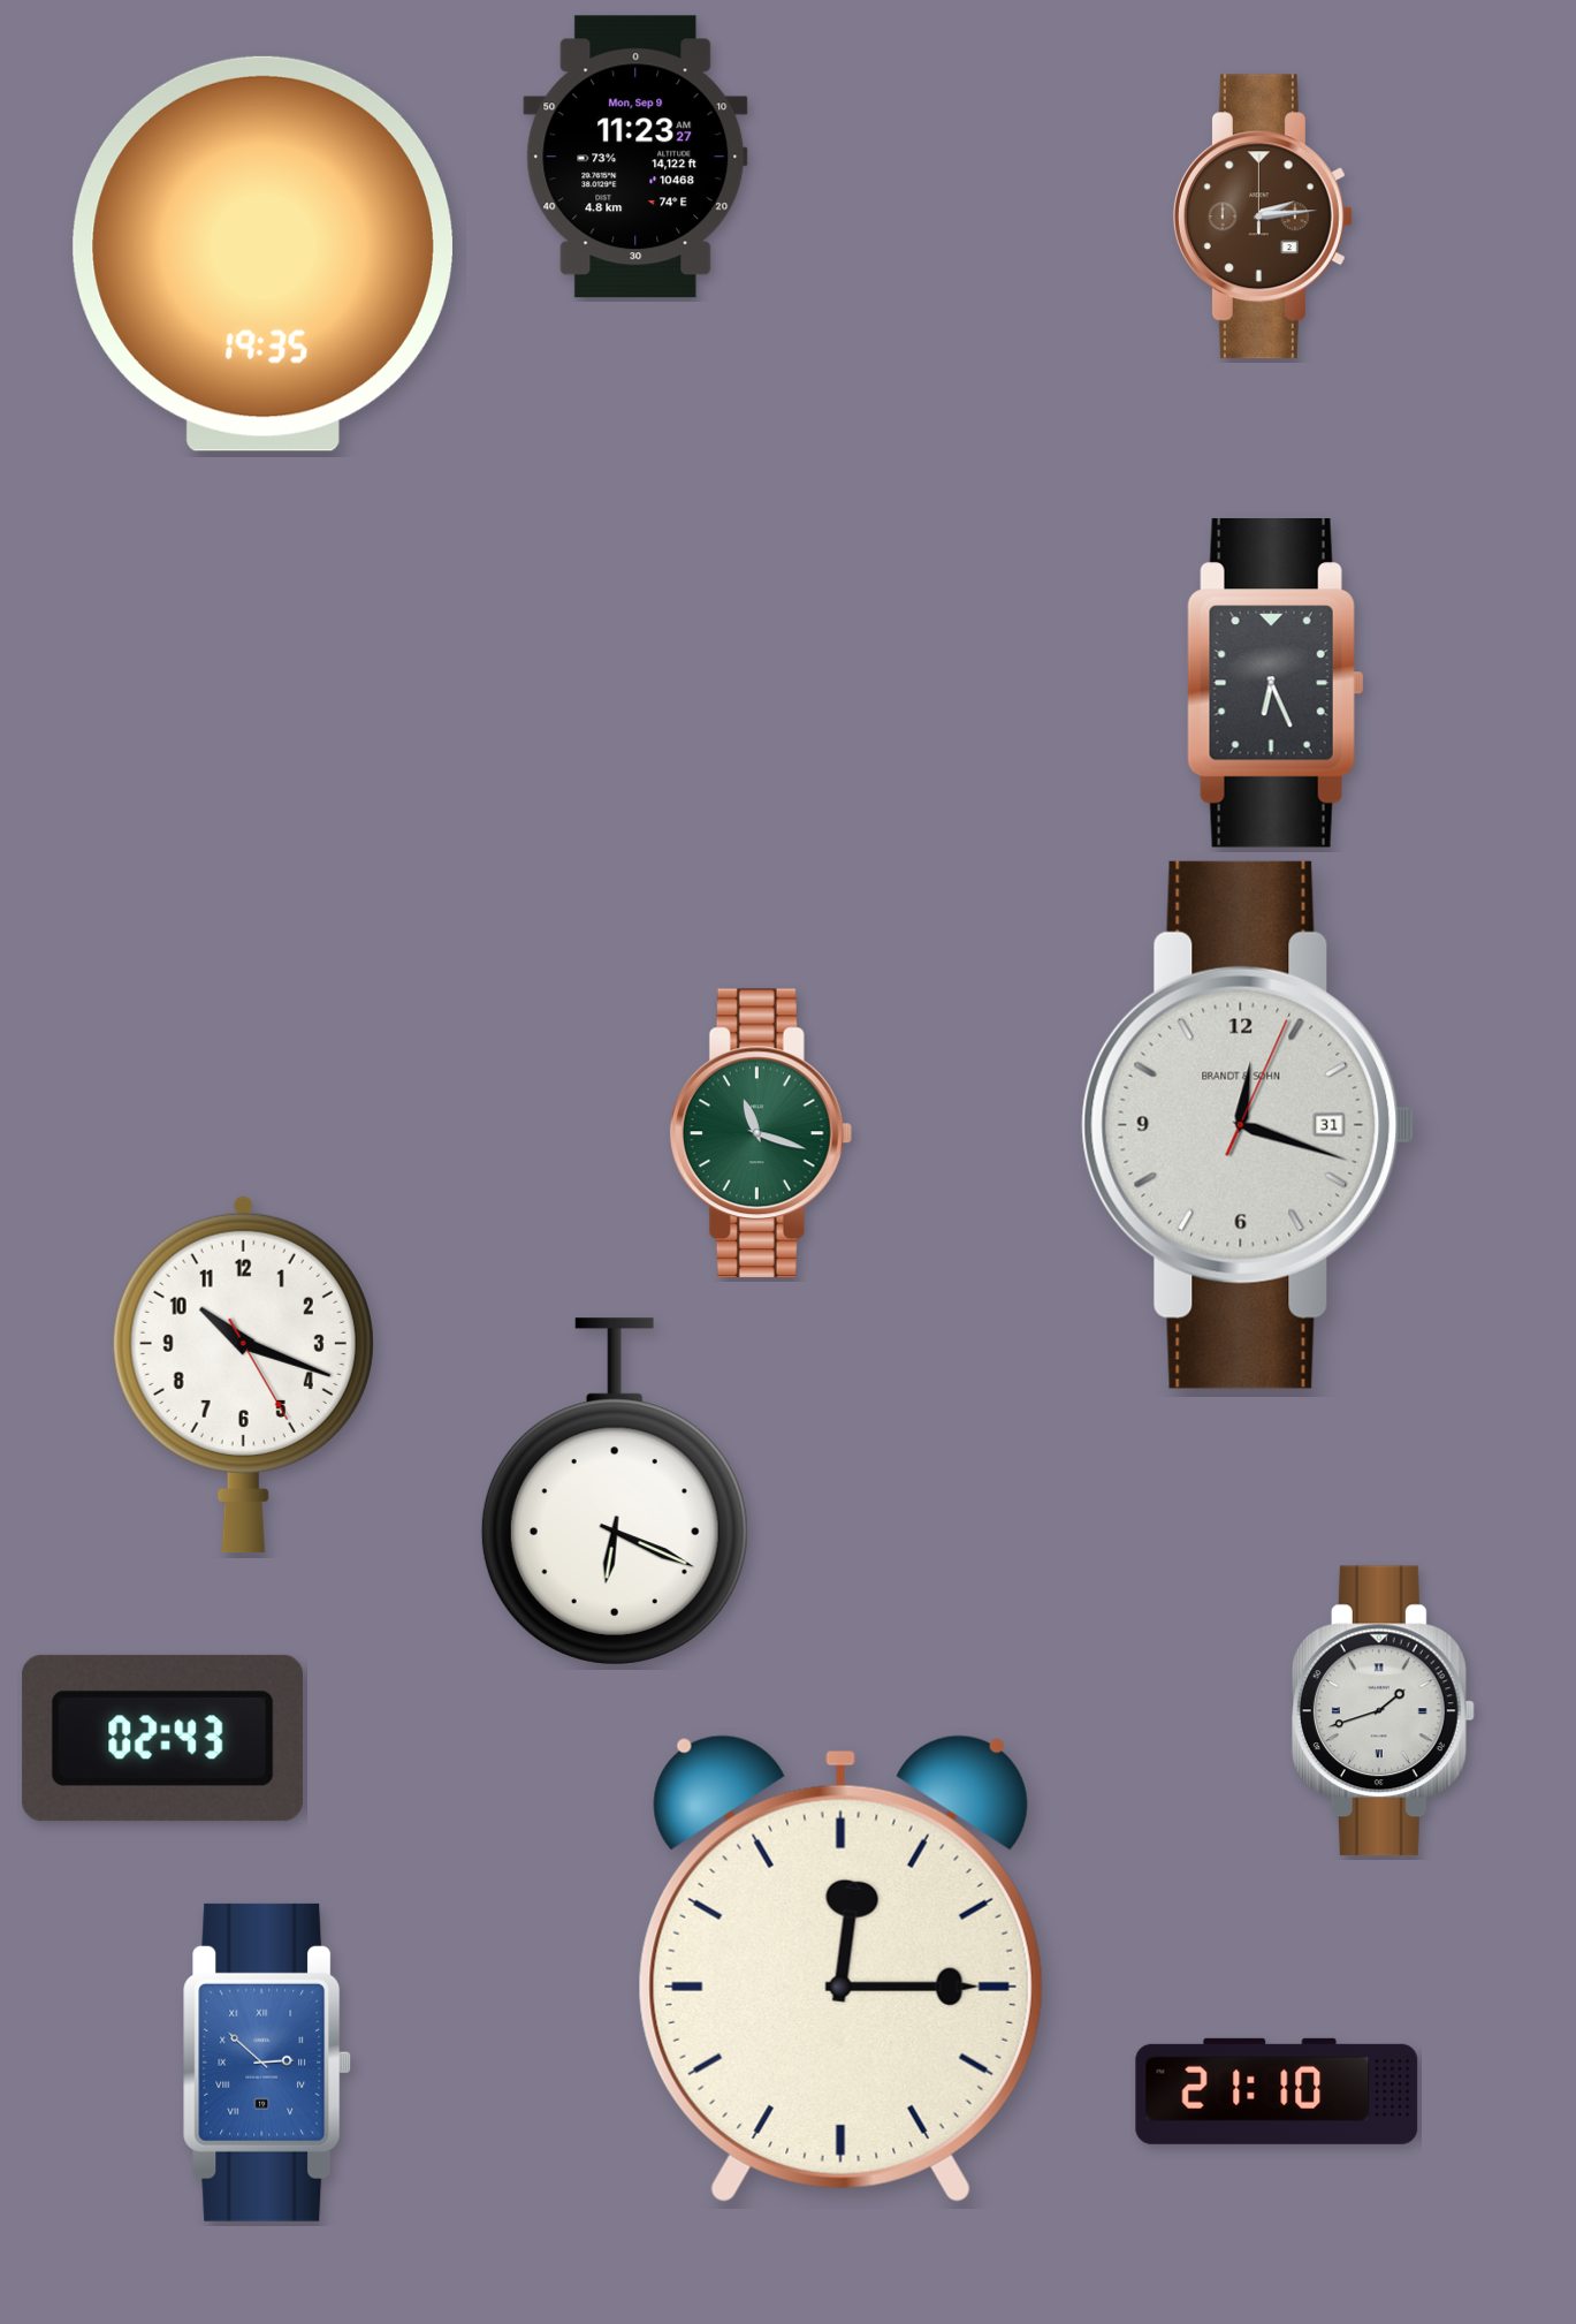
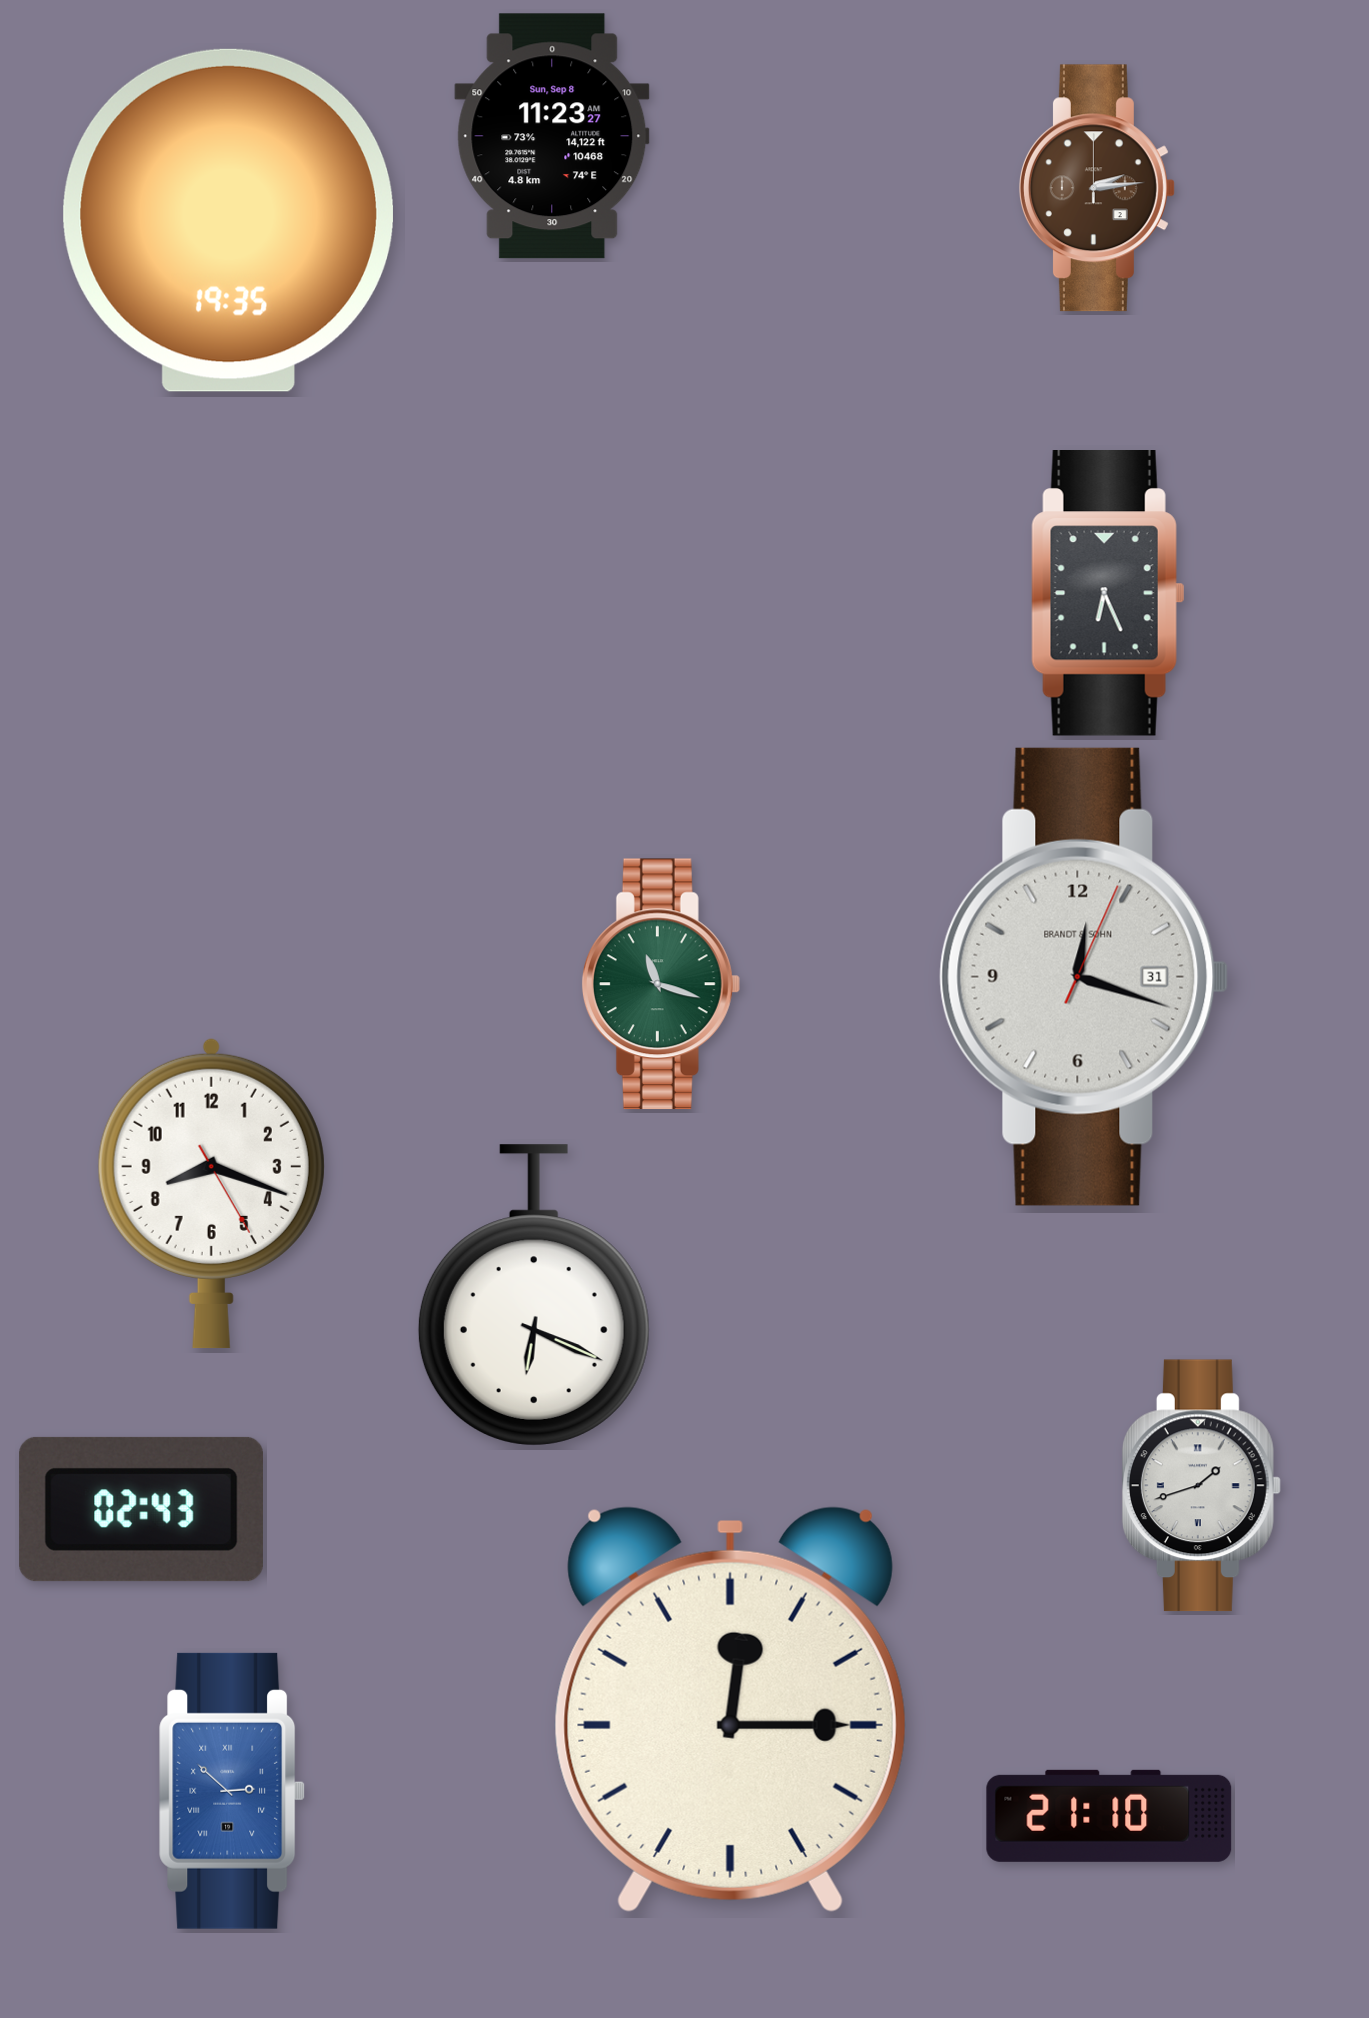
clock at (635, 157) date: Mon, Sep 9 -> Sun, Sep 8
clock at (243, 1374): 10:18 -> 8:18
